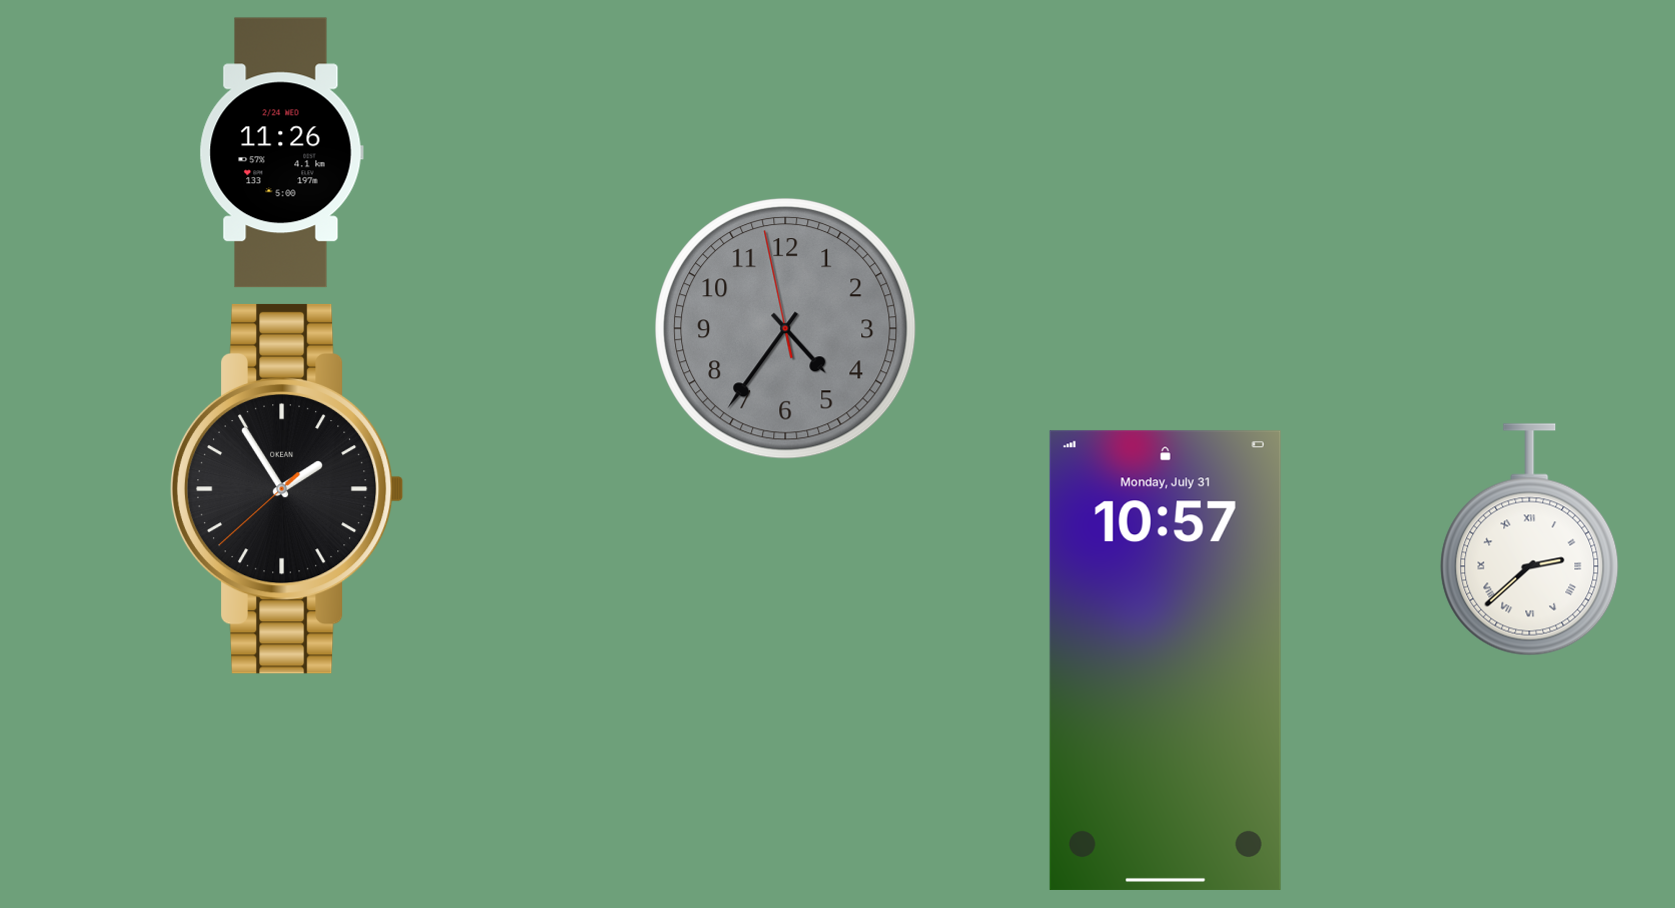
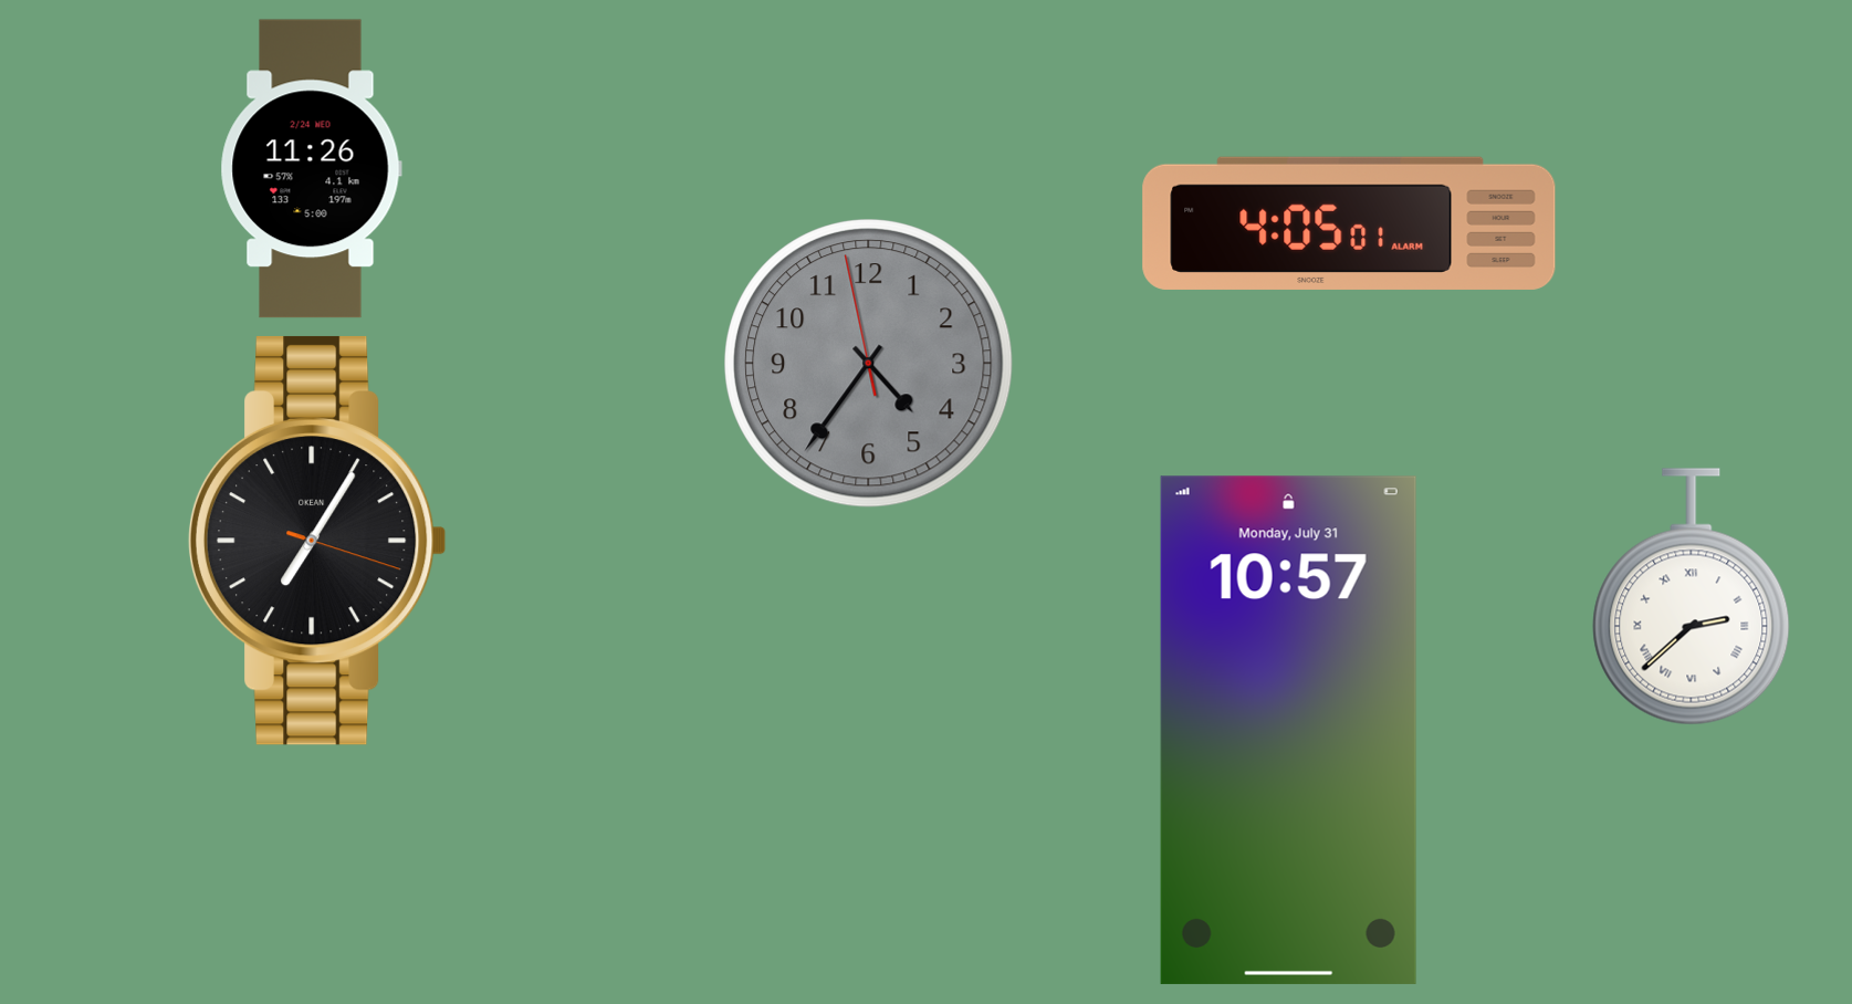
clock at (1349, 223): none -> 4:05
clock at (287, 489): 1:54 -> 7:05
